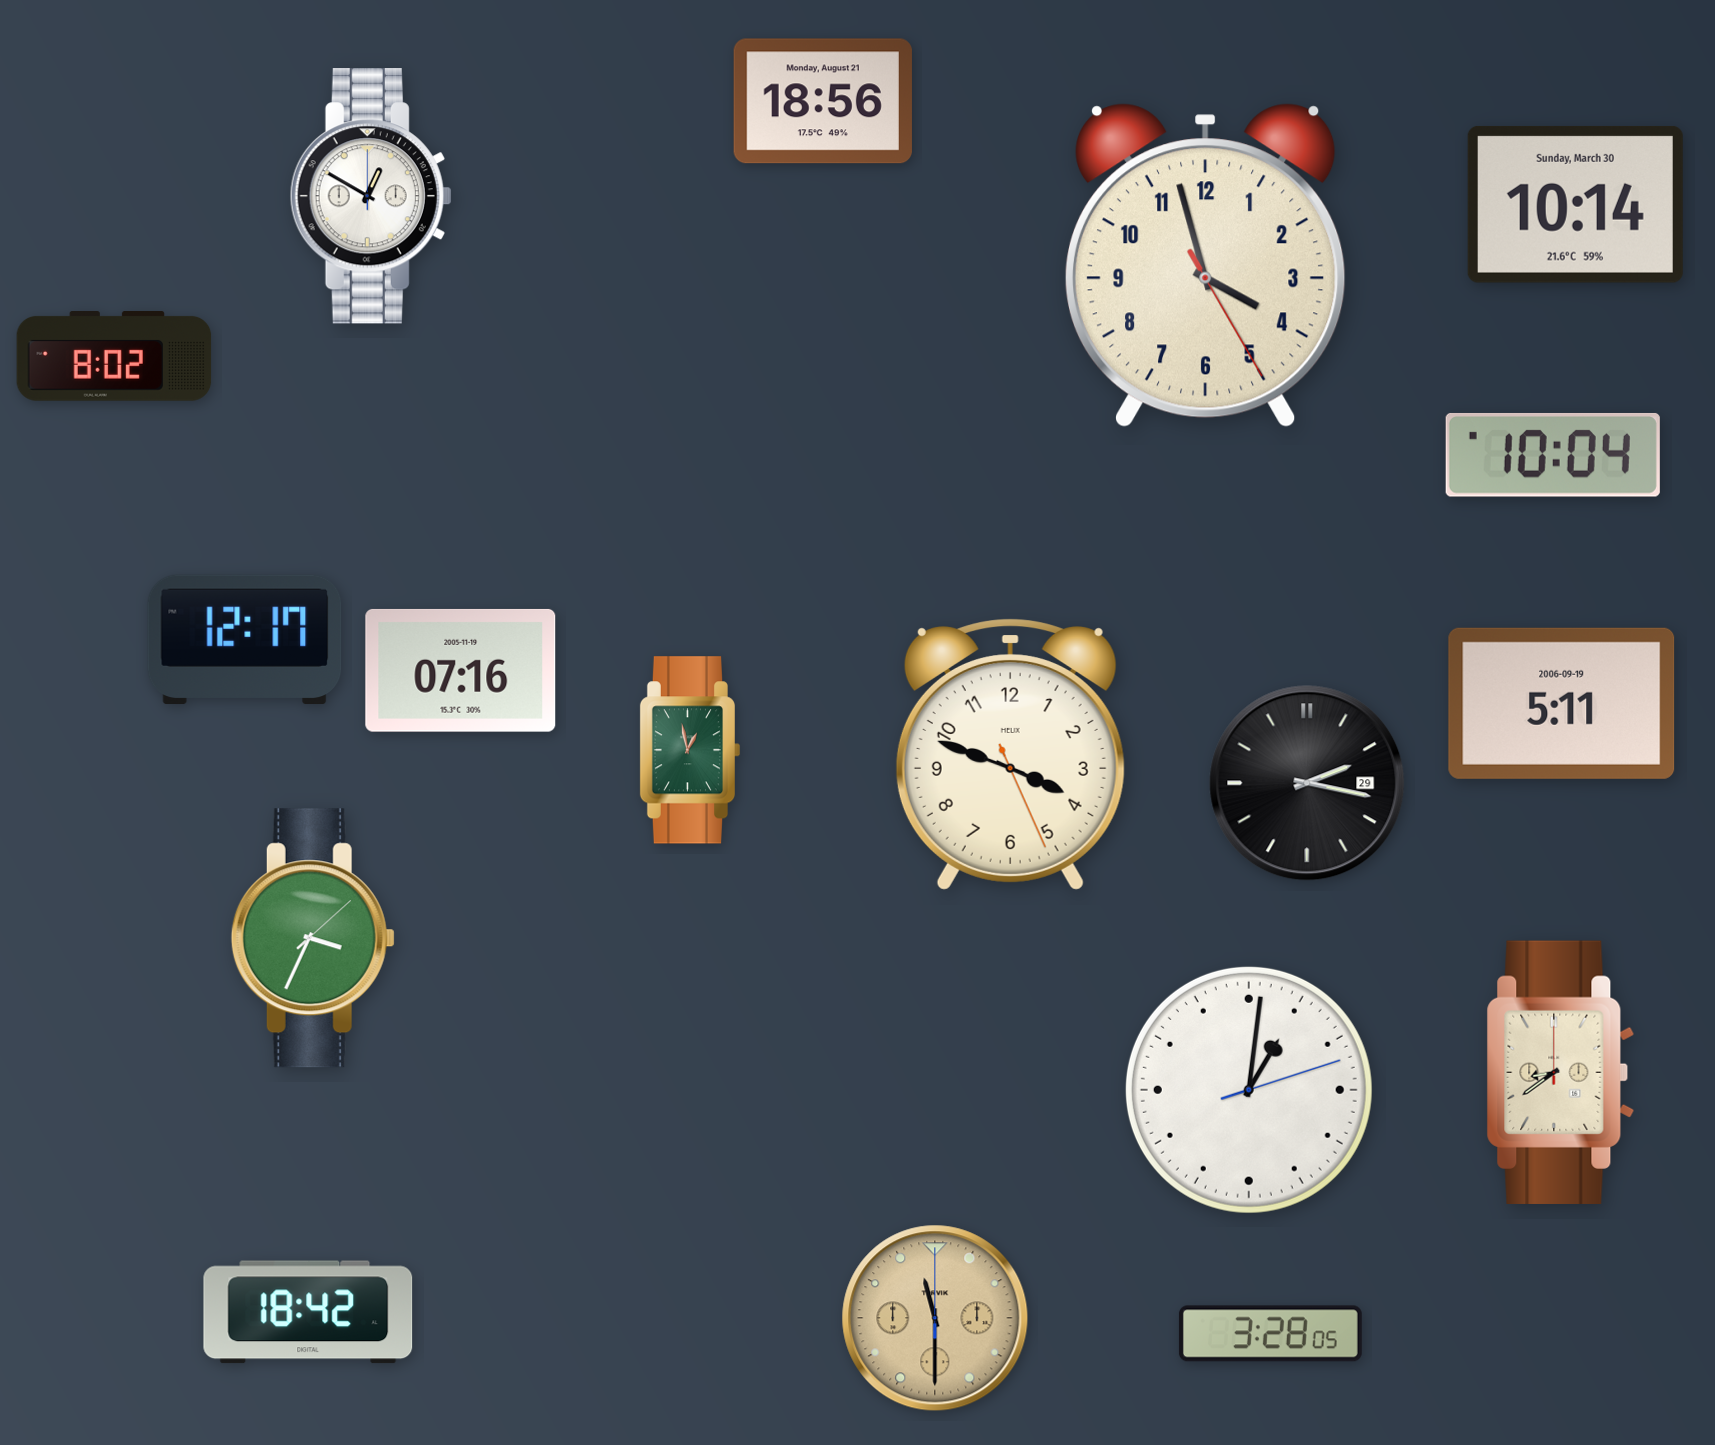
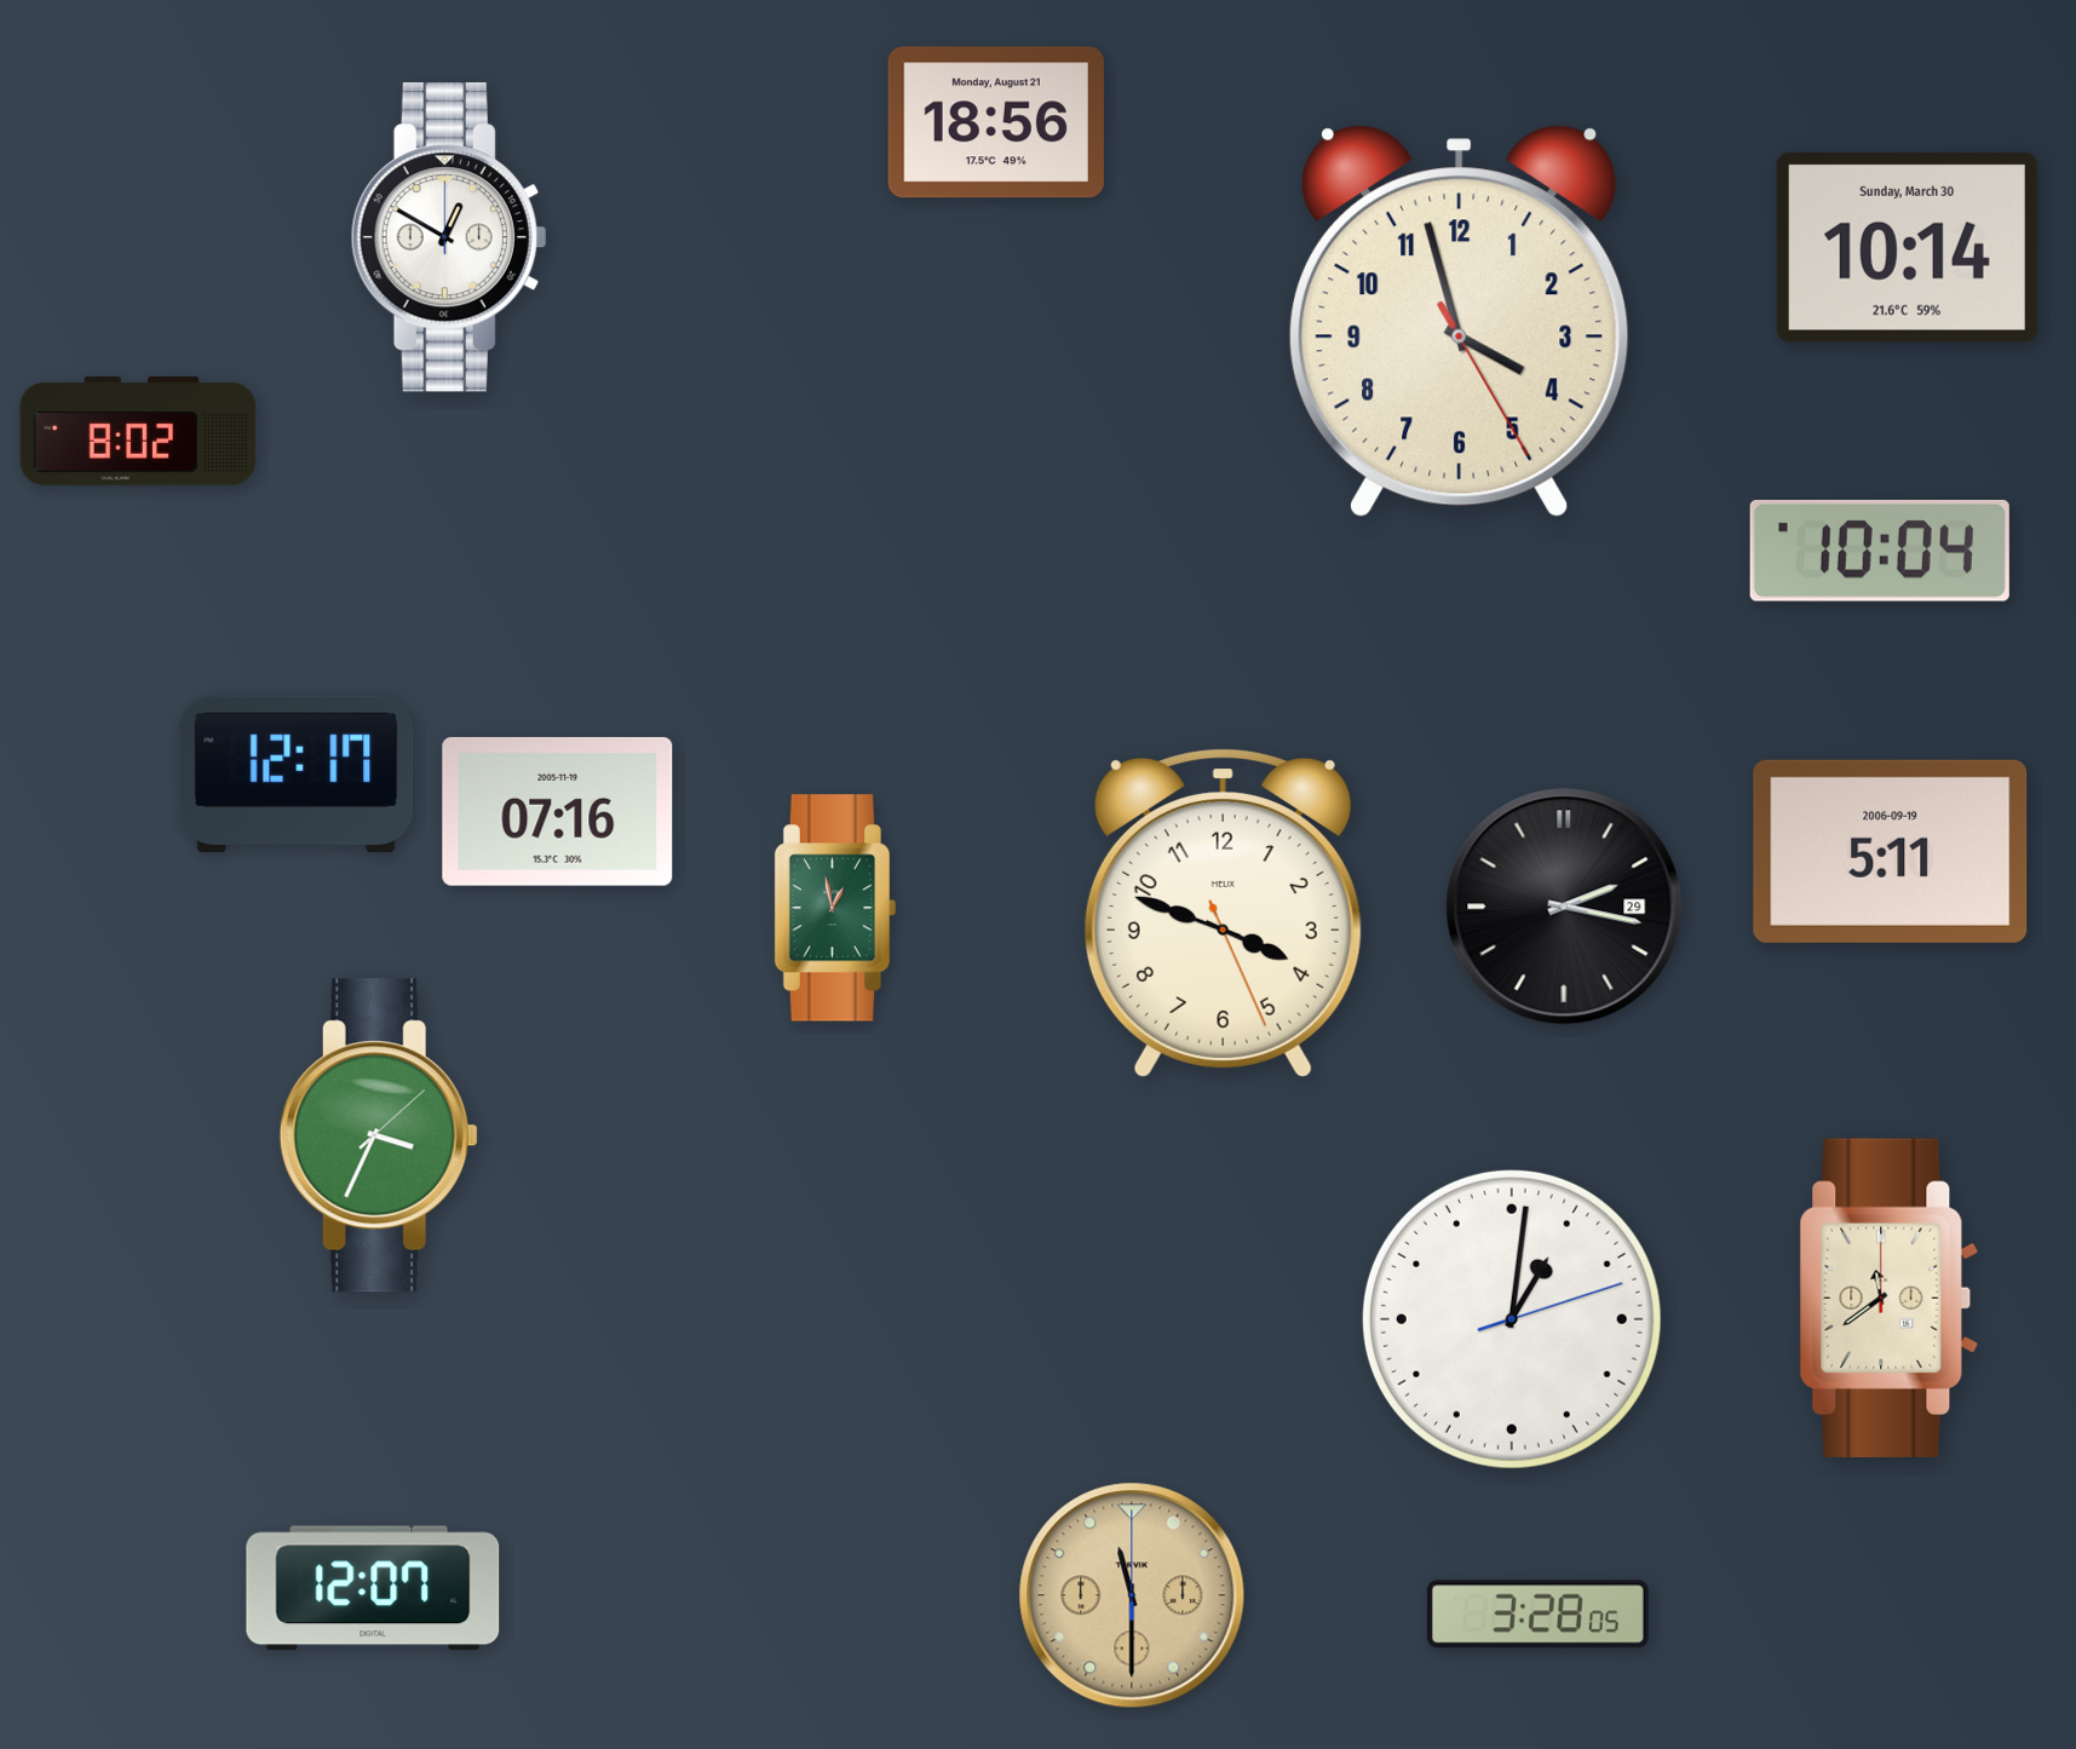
clock at (1307, 783) position: (1307, 783) -> (1564, 907)
clock at (1561, 1072): 8:39 -> 11:39
clock at (308, 1312): 18:42 -> 12:07
